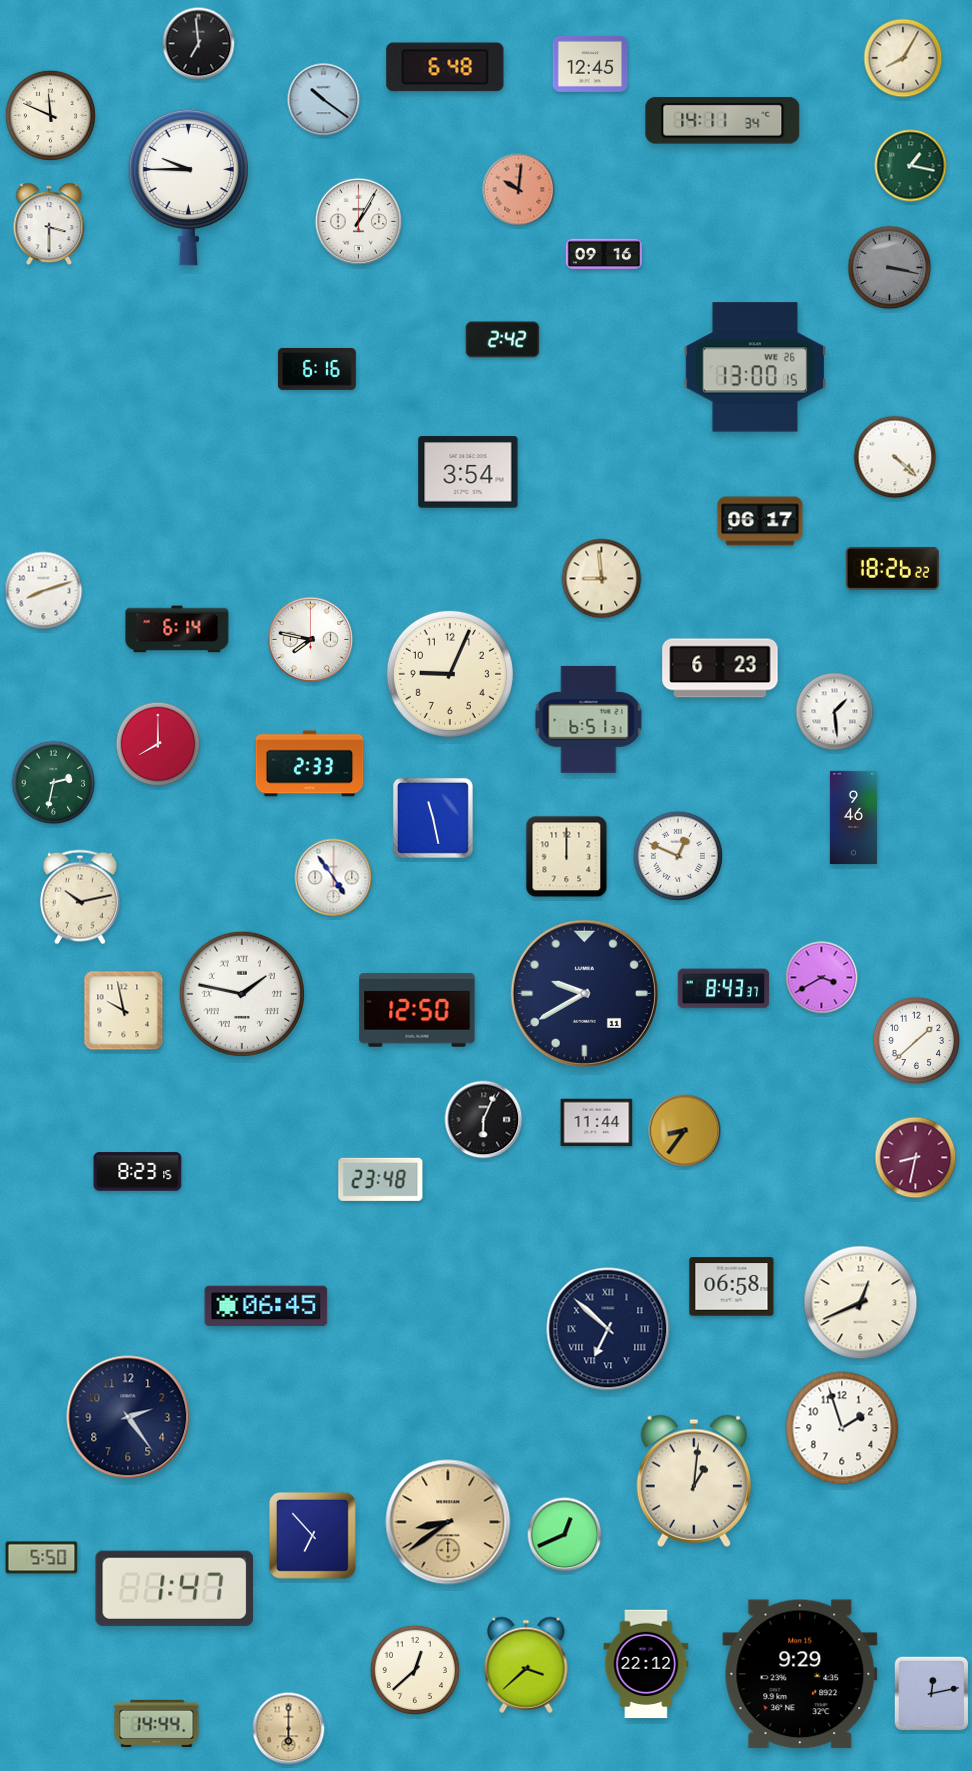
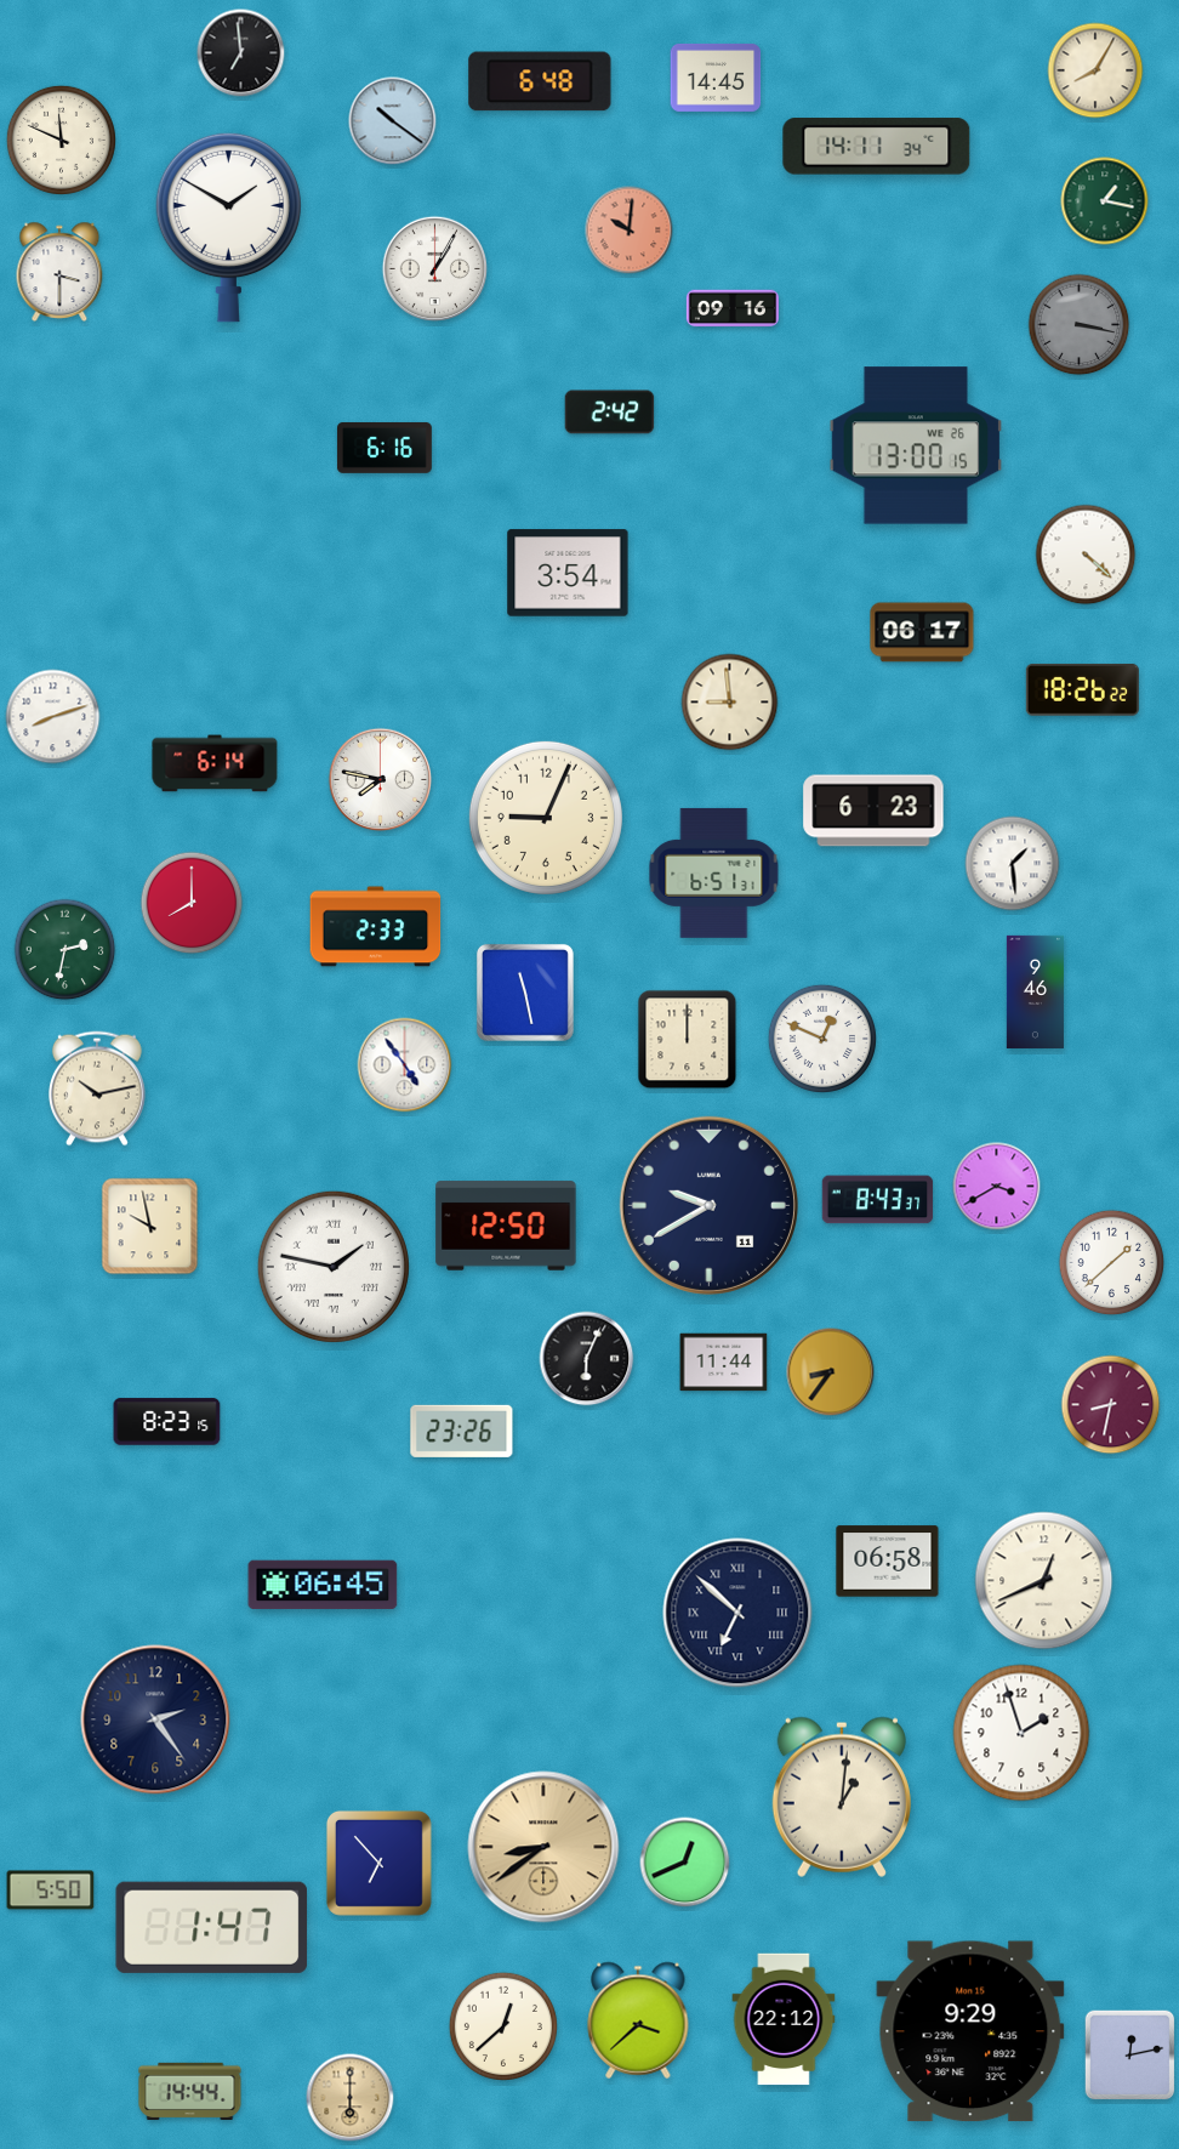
clock at (590, 64): 12:45 -> 14:45
clock at (188, 187): 9:45 -> 1:50
clock at (311, 640) position: (311, 640) -> (381, 780)
clock at (242, 994) position: (242, 994) -> (334, 1267)
clock at (381, 1179): 23:48 -> 23:26
